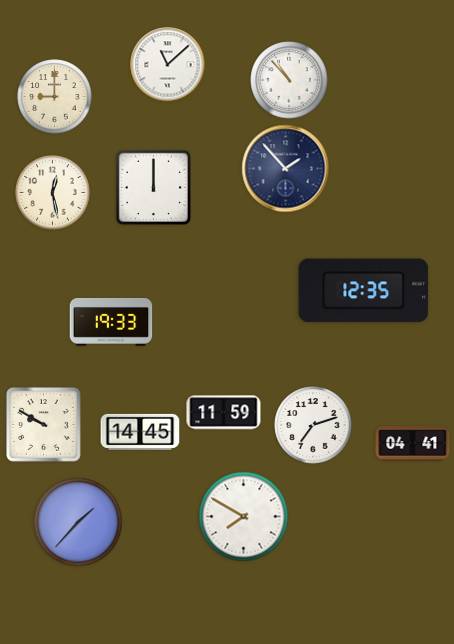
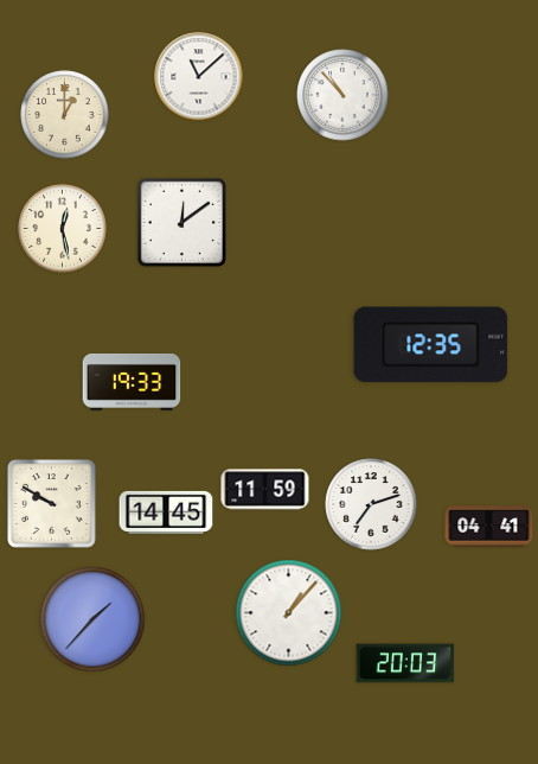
clock at (55, 97): 9:00 -> 1:00
clock at (286, 169): 1:53 -> none
clock at (153, 187): 12:00 -> 12:09
clock at (244, 517): 7:50 -> 1:07
clock at (405, 663): none -> 20:03
